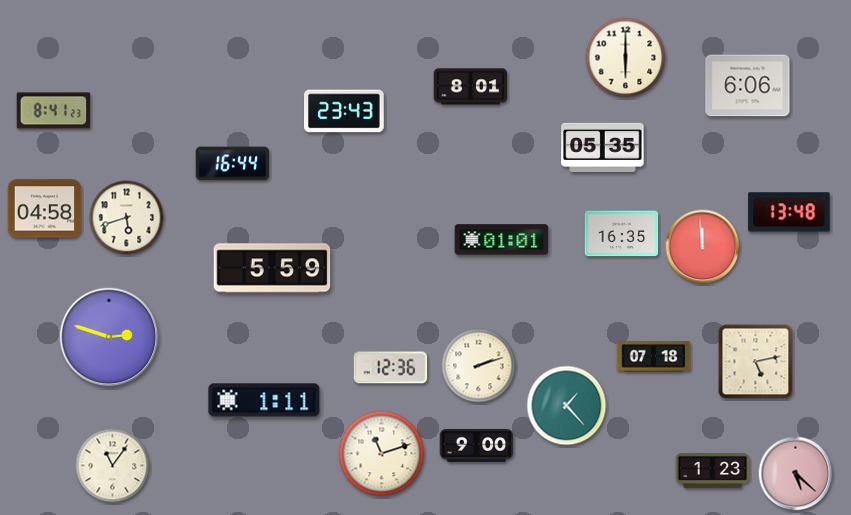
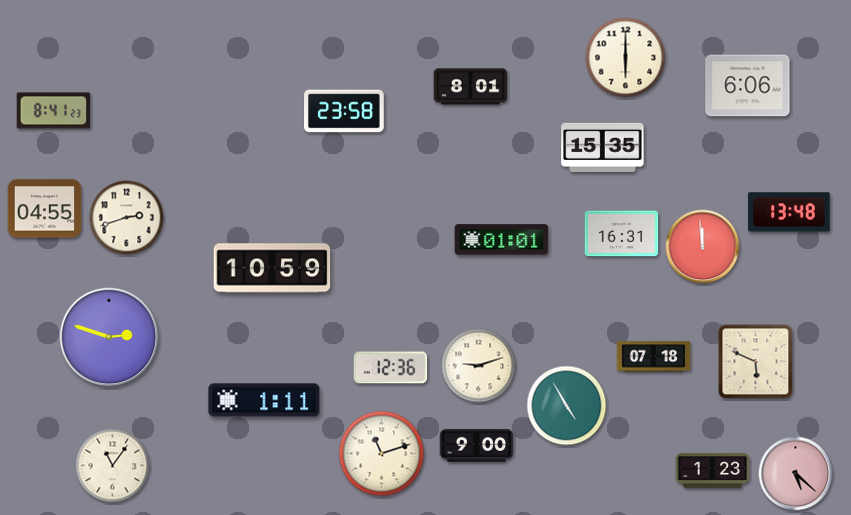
clock at (345, 111): 23:43 -> 23:58
clock at (603, 147): 05:35 -> 15:35
clock at (233, 164): 16:44 -> none
clock at (45, 209): 04:58 -> 04:55
clock at (127, 218): 5:42 -> 2:42
clock at (622, 234): 16:35 -> 16:31
clock at (272, 268): 5:59 -> 10:59
clock at (756, 362): 5:13 -> 5:49
clock at (479, 366): 2:12 -> 9:12
clock at (567, 406): 1:23 -> 4:55
